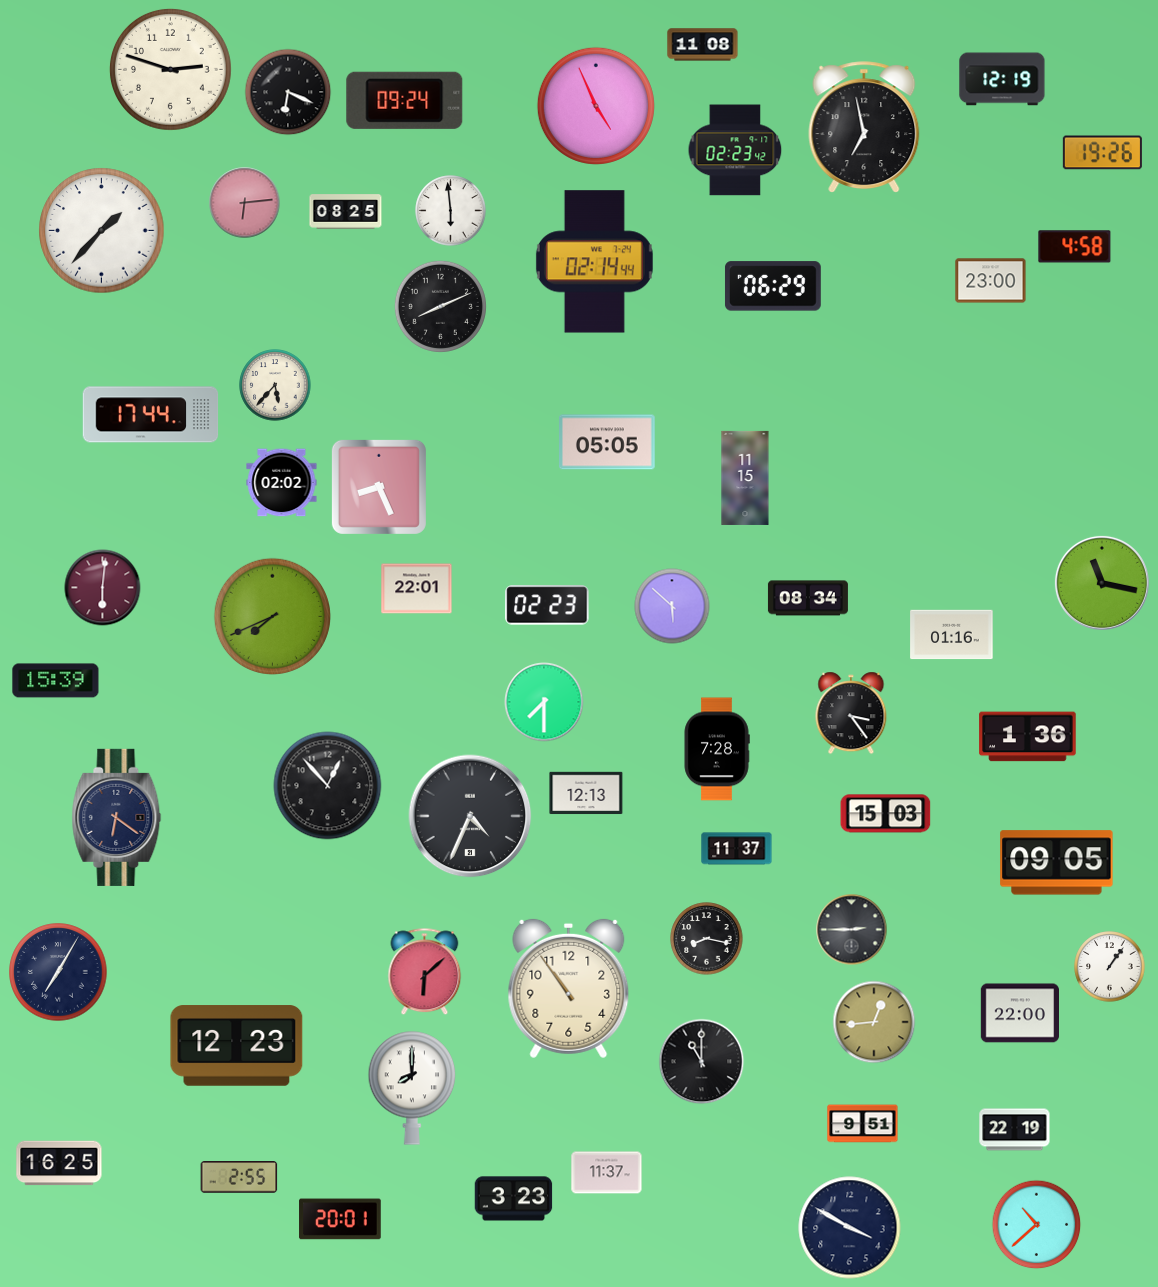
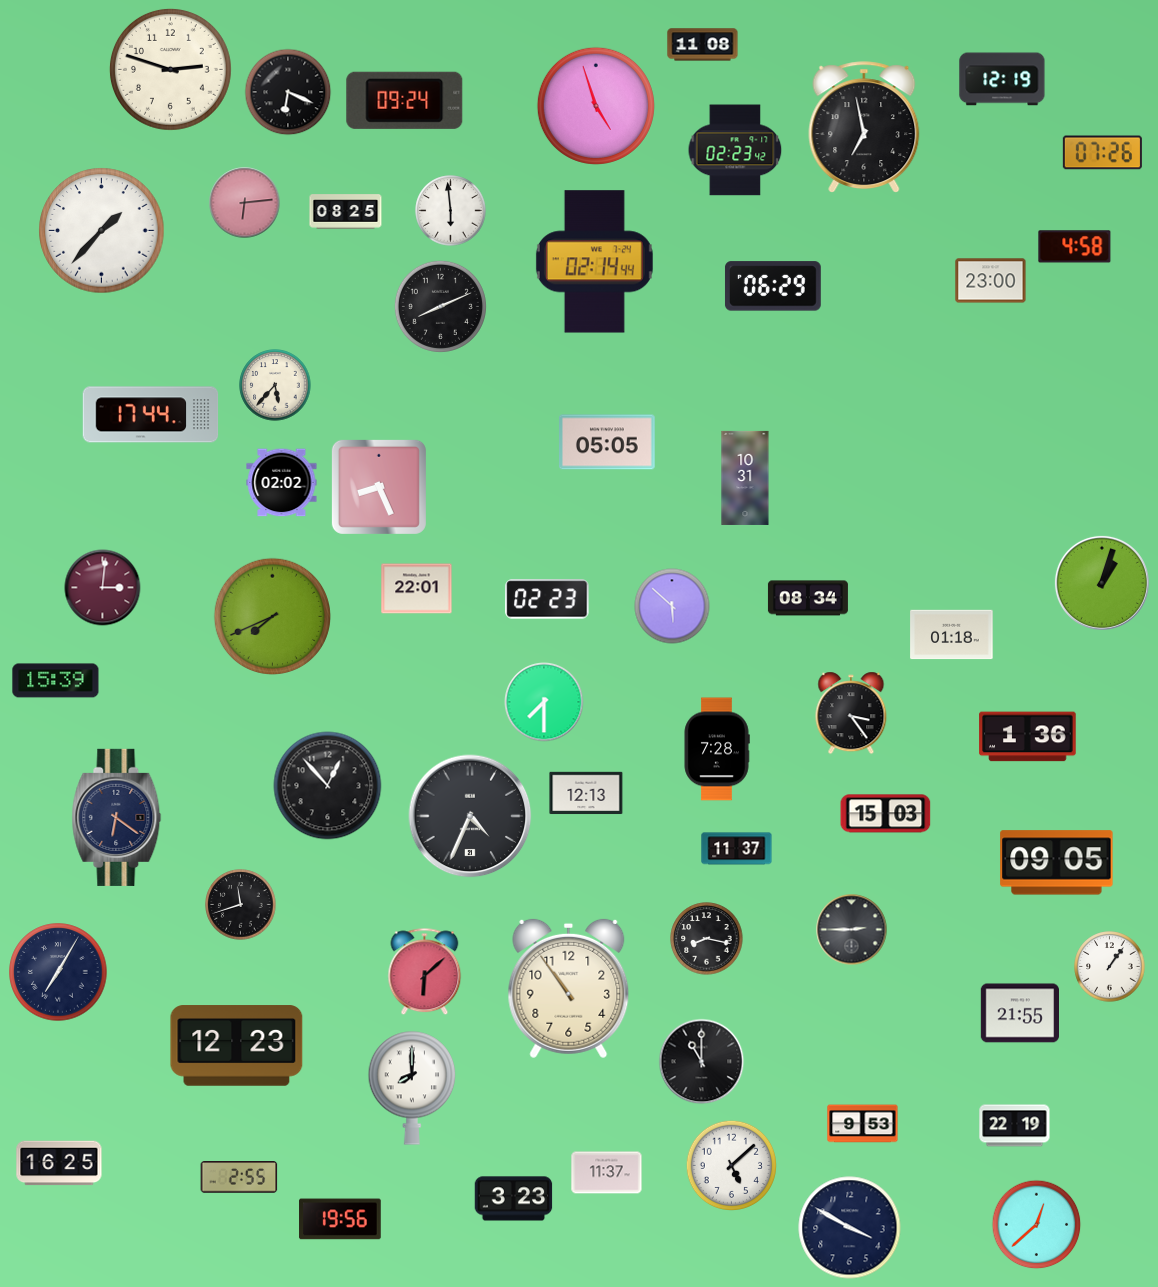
clock at (596, 106): 4:56 -> 4:57
clock at (1102, 153): 19:26 -> 07:26
clock at (745, 478): 11:15 -> 10:31
clock at (1102, 583): 11:17 -> 1:03
clock at (103, 588): 6:01 -> 3:01
clock at (547, 605) position: (547, 605) -> (547, 599)
clock at (952, 635): 01:16 -> 01:18
clock at (241, 905): none -> 11:42
clock at (1019, 1013): 22:00 -> 21:55
clock at (874, 1022): 12:44 -> none
clock at (863, 1124): 9:51 -> 9:53
clock at (1015, 1130) position: (1015, 1130) -> (1015, 1126)
clock at (731, 1165): none -> 5:08
clock at (340, 1219): 20:01 -> 19:56
clock at (1037, 1225): 10:38 -> 12:38
